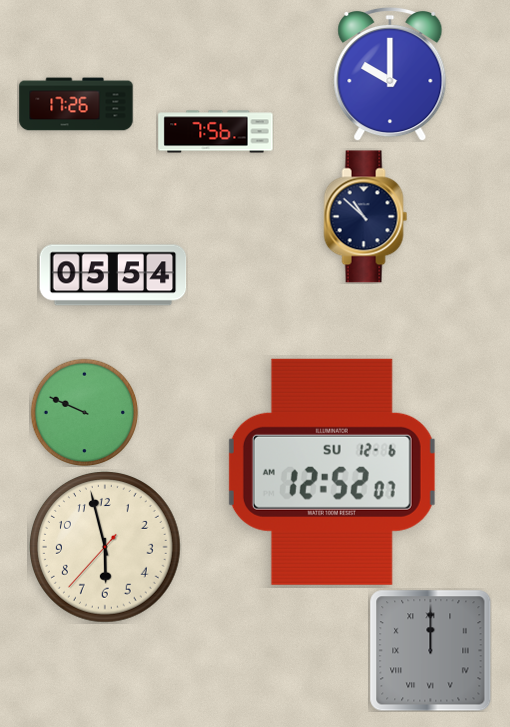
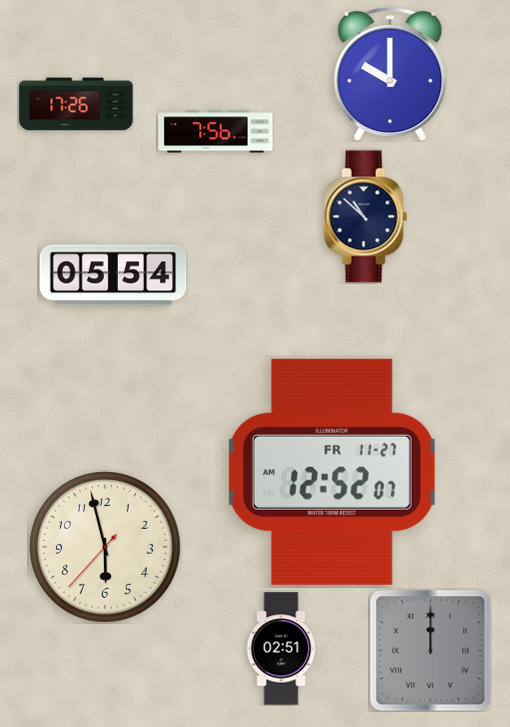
clock at (84, 412): 9:49 -> none
clock at (332, 472) date: SU 12-6 -> FR 11-27
clock at (281, 649): none -> 02:51
